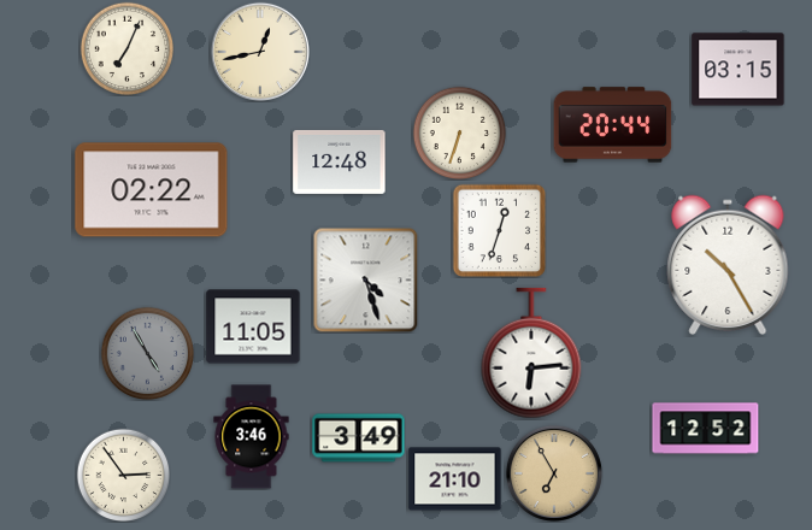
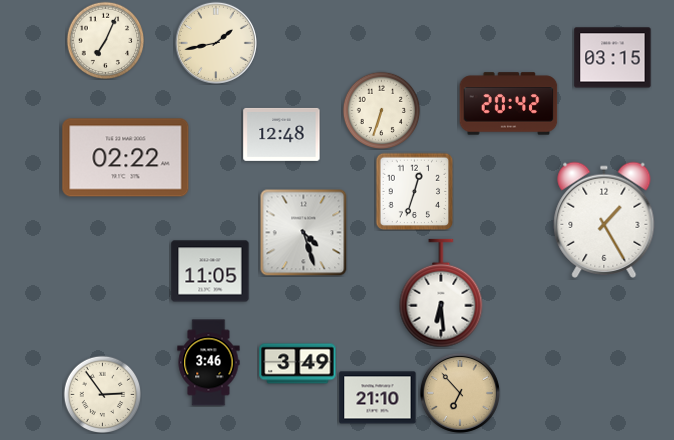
clock at (260, 52): 12:43 -> 1:43
clock at (613, 125): 20:44 -> 20:42
clock at (728, 265): 10:25 -> 1:25
clock at (147, 353): 4:55 -> none
clock at (531, 353): 6:14 -> 6:29
clock at (706, 429): 12:52 -> none
clock at (554, 473): 6:55 -> 6:53
